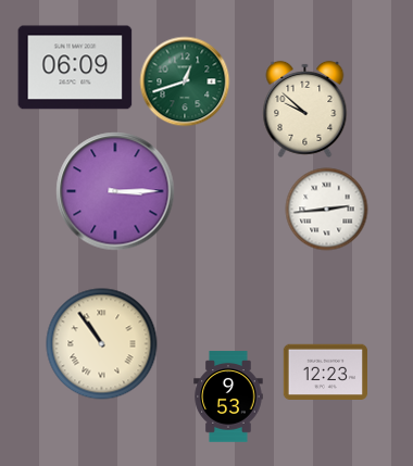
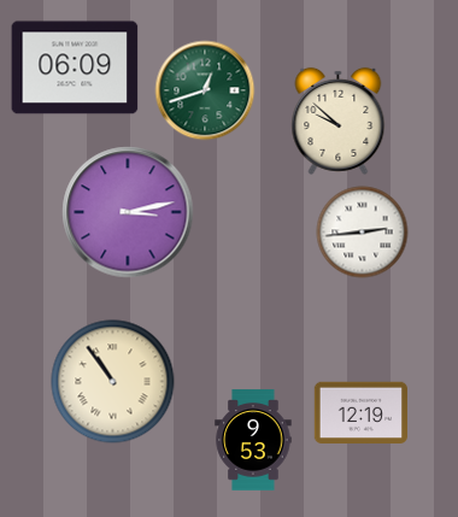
clock at (75, 67) position: (75, 67) -> (75, 67)
clock at (115, 191): 3:15 -> 3:13
clock at (325, 373): 12:23 -> 12:19
